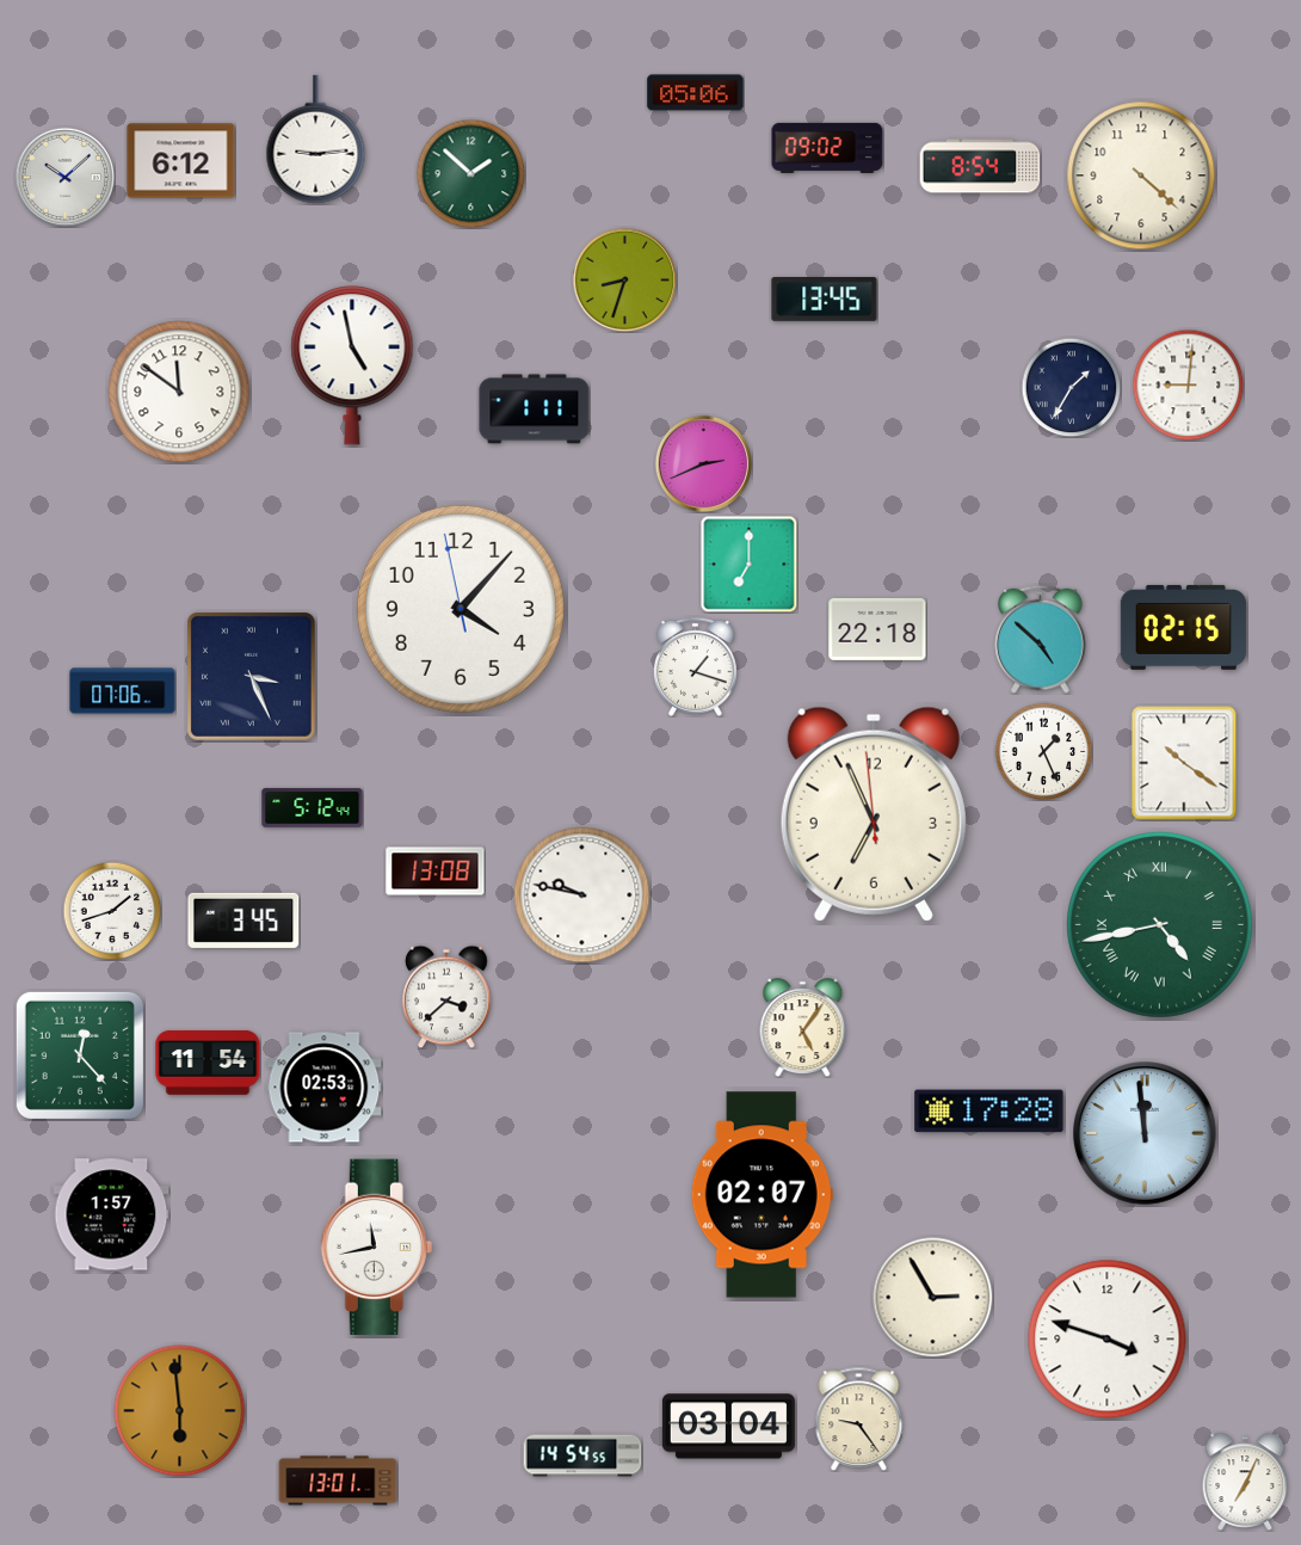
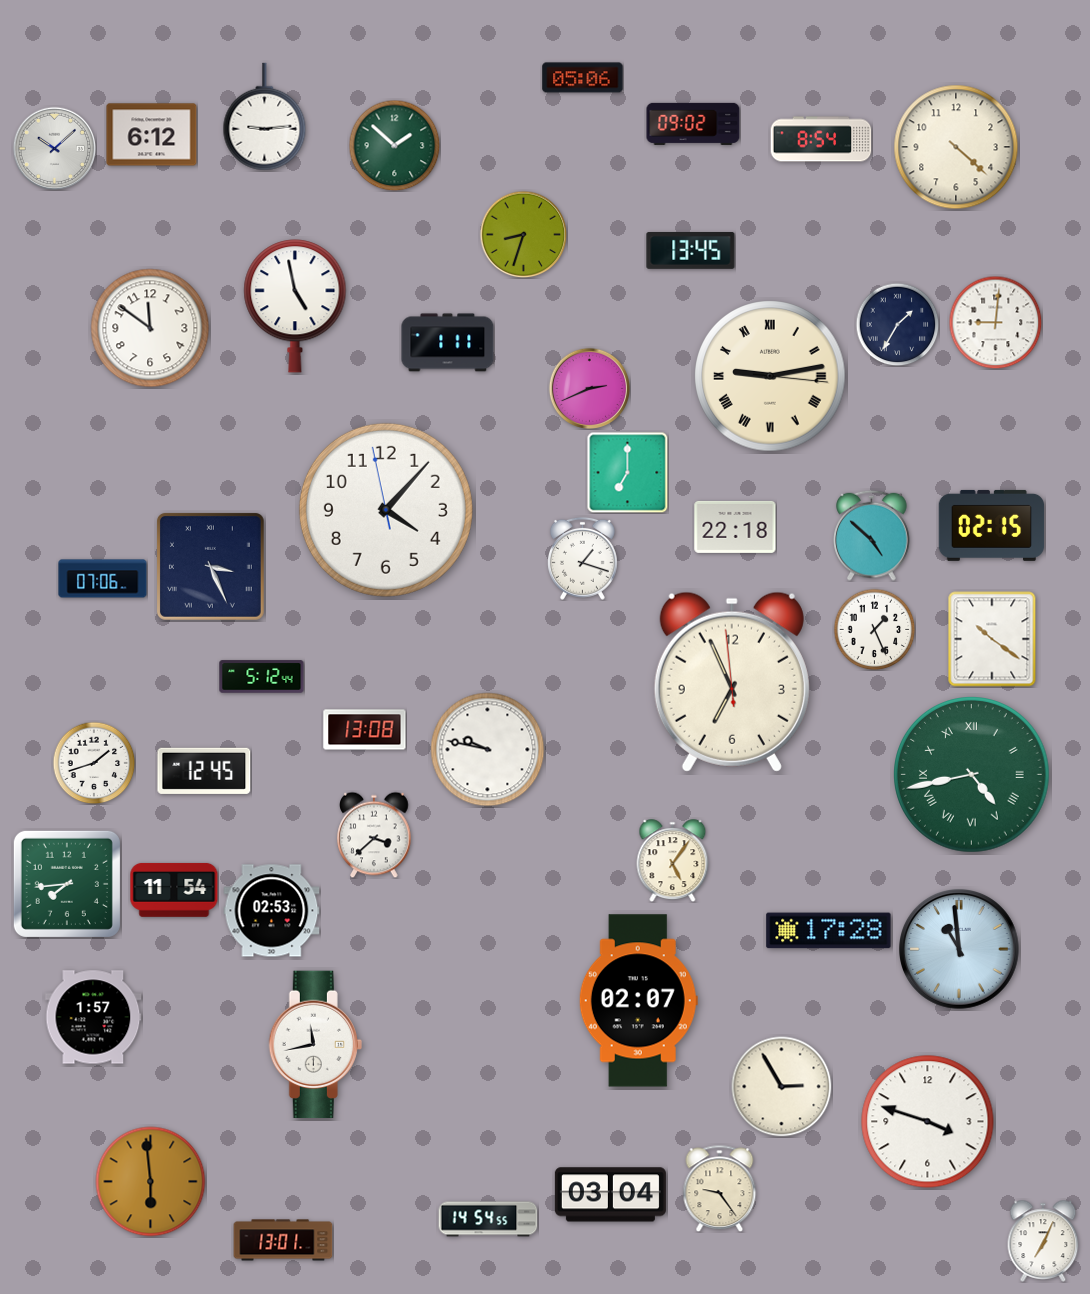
clock at (770, 376): none -> 9:13
clock at (243, 921): 3:45 -> 12:45
clock at (80, 1055): 12:23 -> 7:44
clock at (1146, 1134): 11:59 -> 10:59
